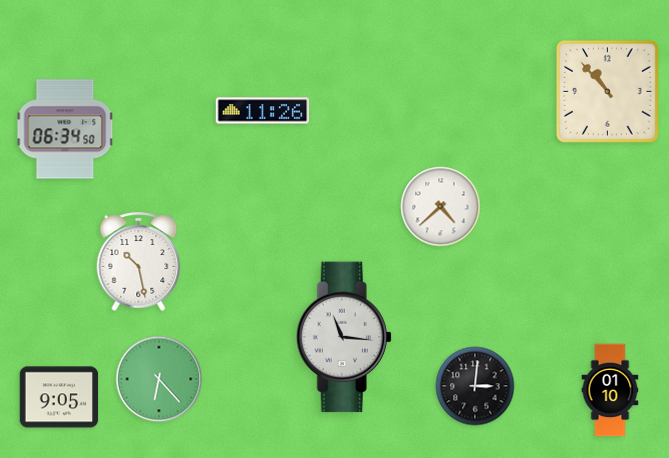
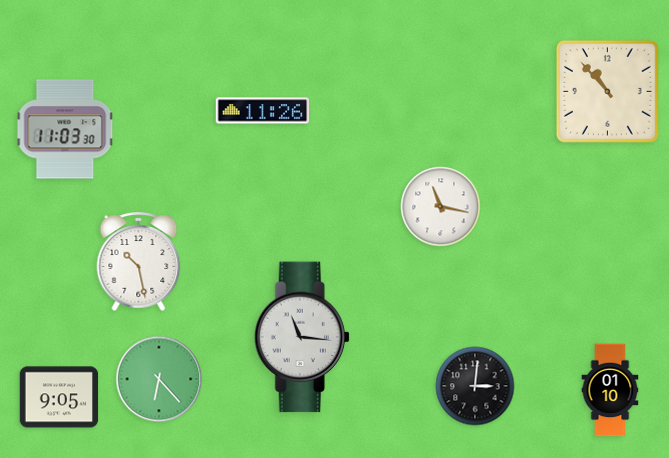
clock at (65, 129): 06:34 -> 11:03
clock at (441, 207): 4:38 -> 11:17
clock at (344, 337) position: (344, 337) -> (302, 337)
